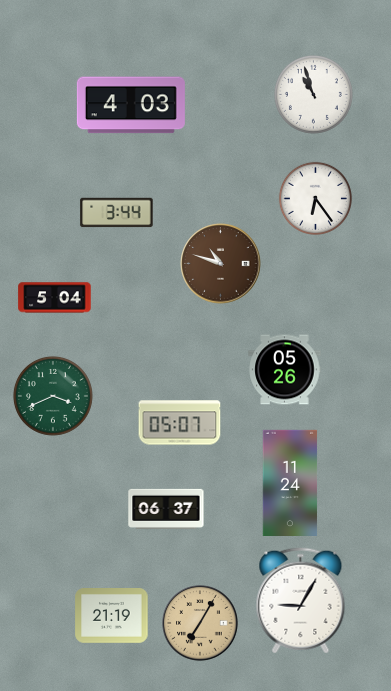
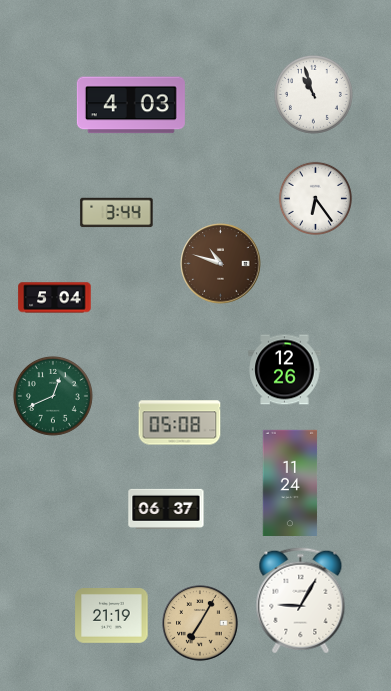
clock at (285, 370): 05:26 -> 12:26
clock at (53, 396): 3:41 -> 12:41
clock at (180, 423): 05:07 -> 05:08
